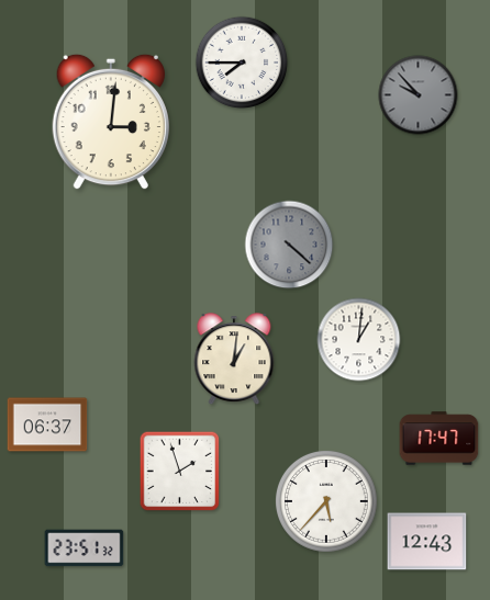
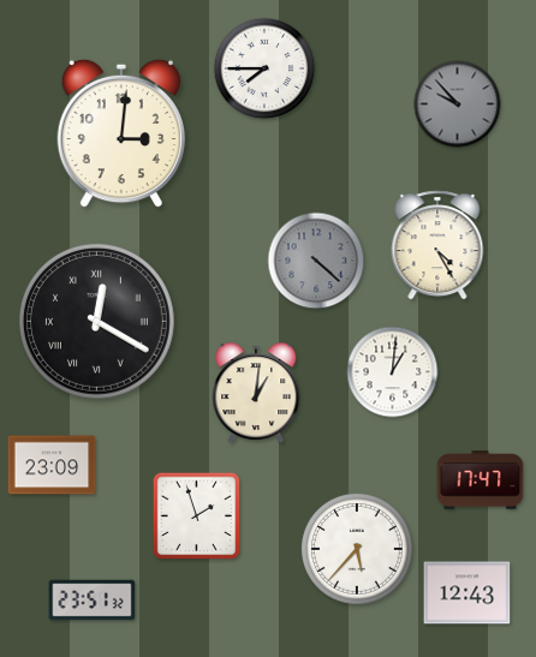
clock at (437, 245): none -> 4:25
clock at (289, 245) position: (289, 245) -> (316, 261)
clock at (96, 321): none -> 12:20
clock at (47, 424): 06:37 -> 23:09
